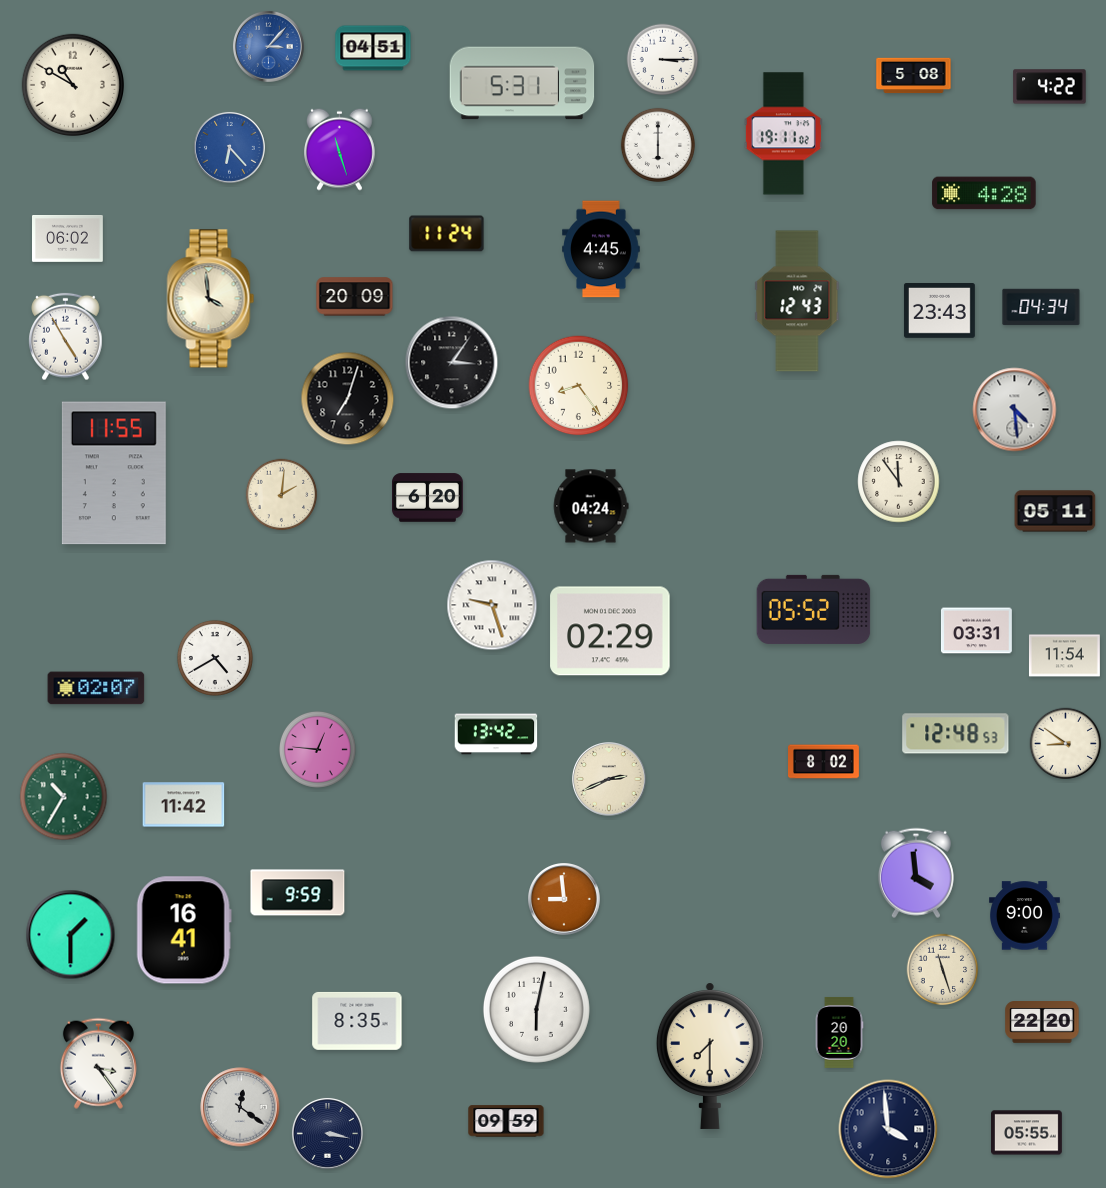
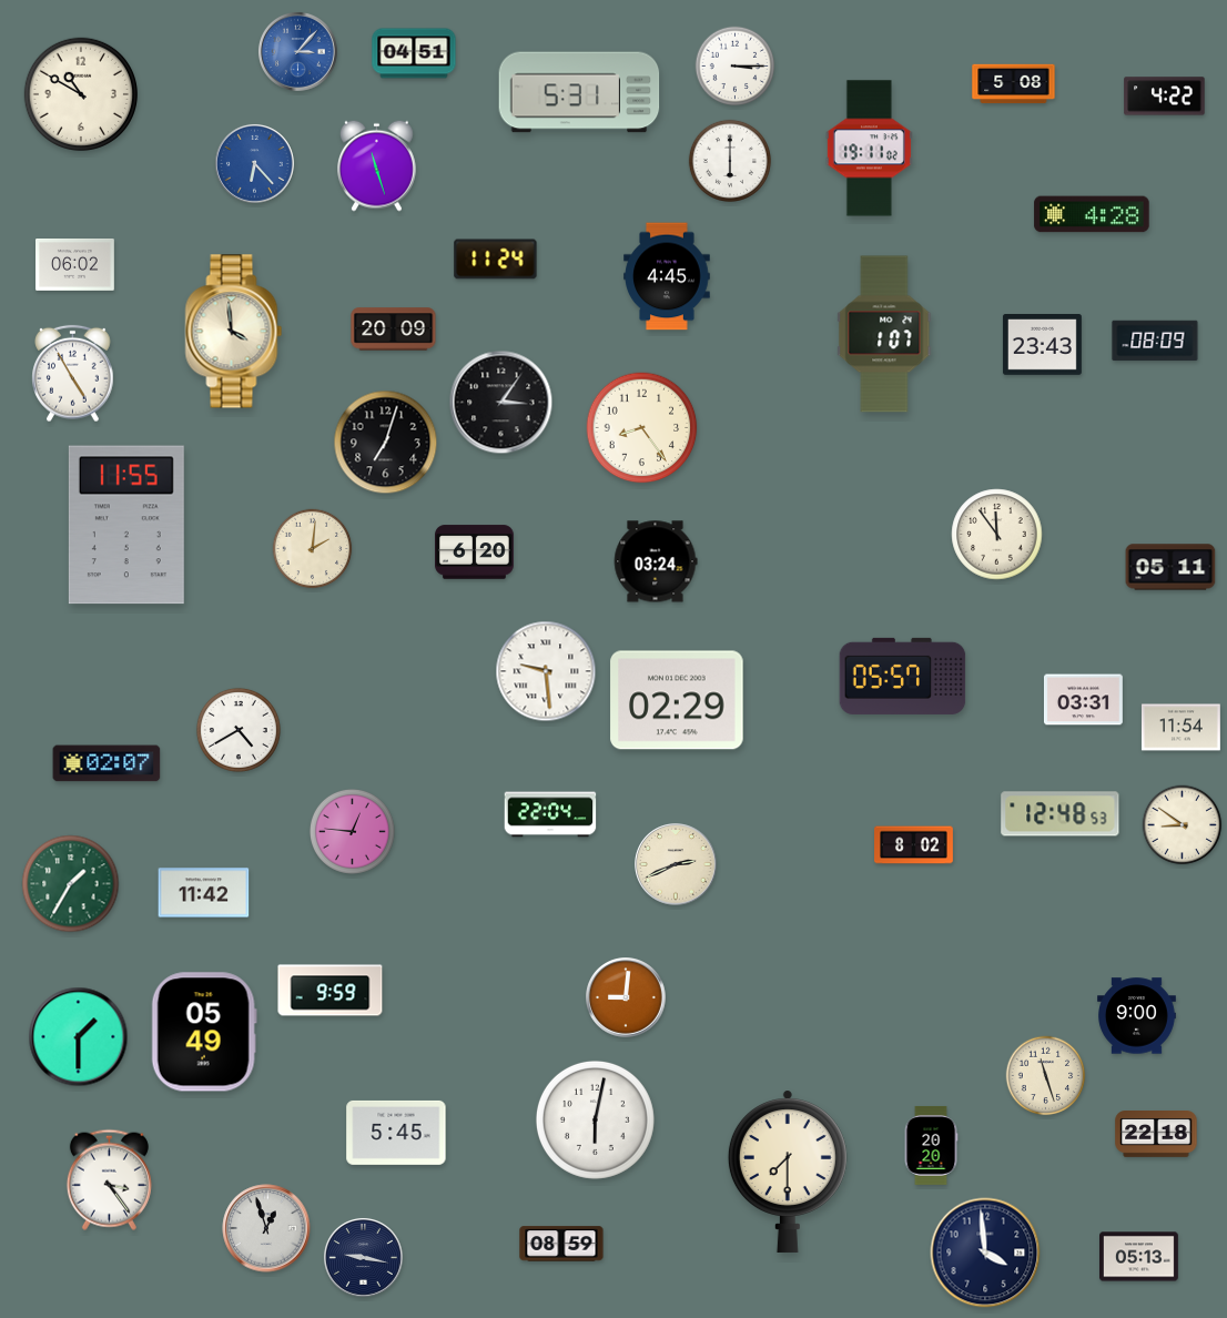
clock at (797, 301): 12:43 -> 1:07
clock at (1041, 307): 04:34 -> 08:09
clock at (1015, 410): 4:29 -> none
clock at (591, 506): 04:24 -> 03:24
clock at (492, 605): 9:27 -> 9:29
clock at (814, 609): 05:52 -> 05:57
clock at (496, 734): 13:42 -> 22:04
clock at (64, 797): 10:35 -> 1:35
clock at (916, 873): 3:59 -> none
clock at (565, 900): 8:59 -> 9:01
clock at (184, 930): 16:41 -> 05:49
clock at (357, 1021): 8:35 -> 5:45
clock at (1042, 1023): 22:20 -> 22:18
clock at (240, 1107): 12:21 -> 12:57
clock at (506, 1121): 09:59 -> 08:59
clock at (1027, 1133): 05:55 -> 05:13
clock at (328, 1134): 3:17 -> 9:17
